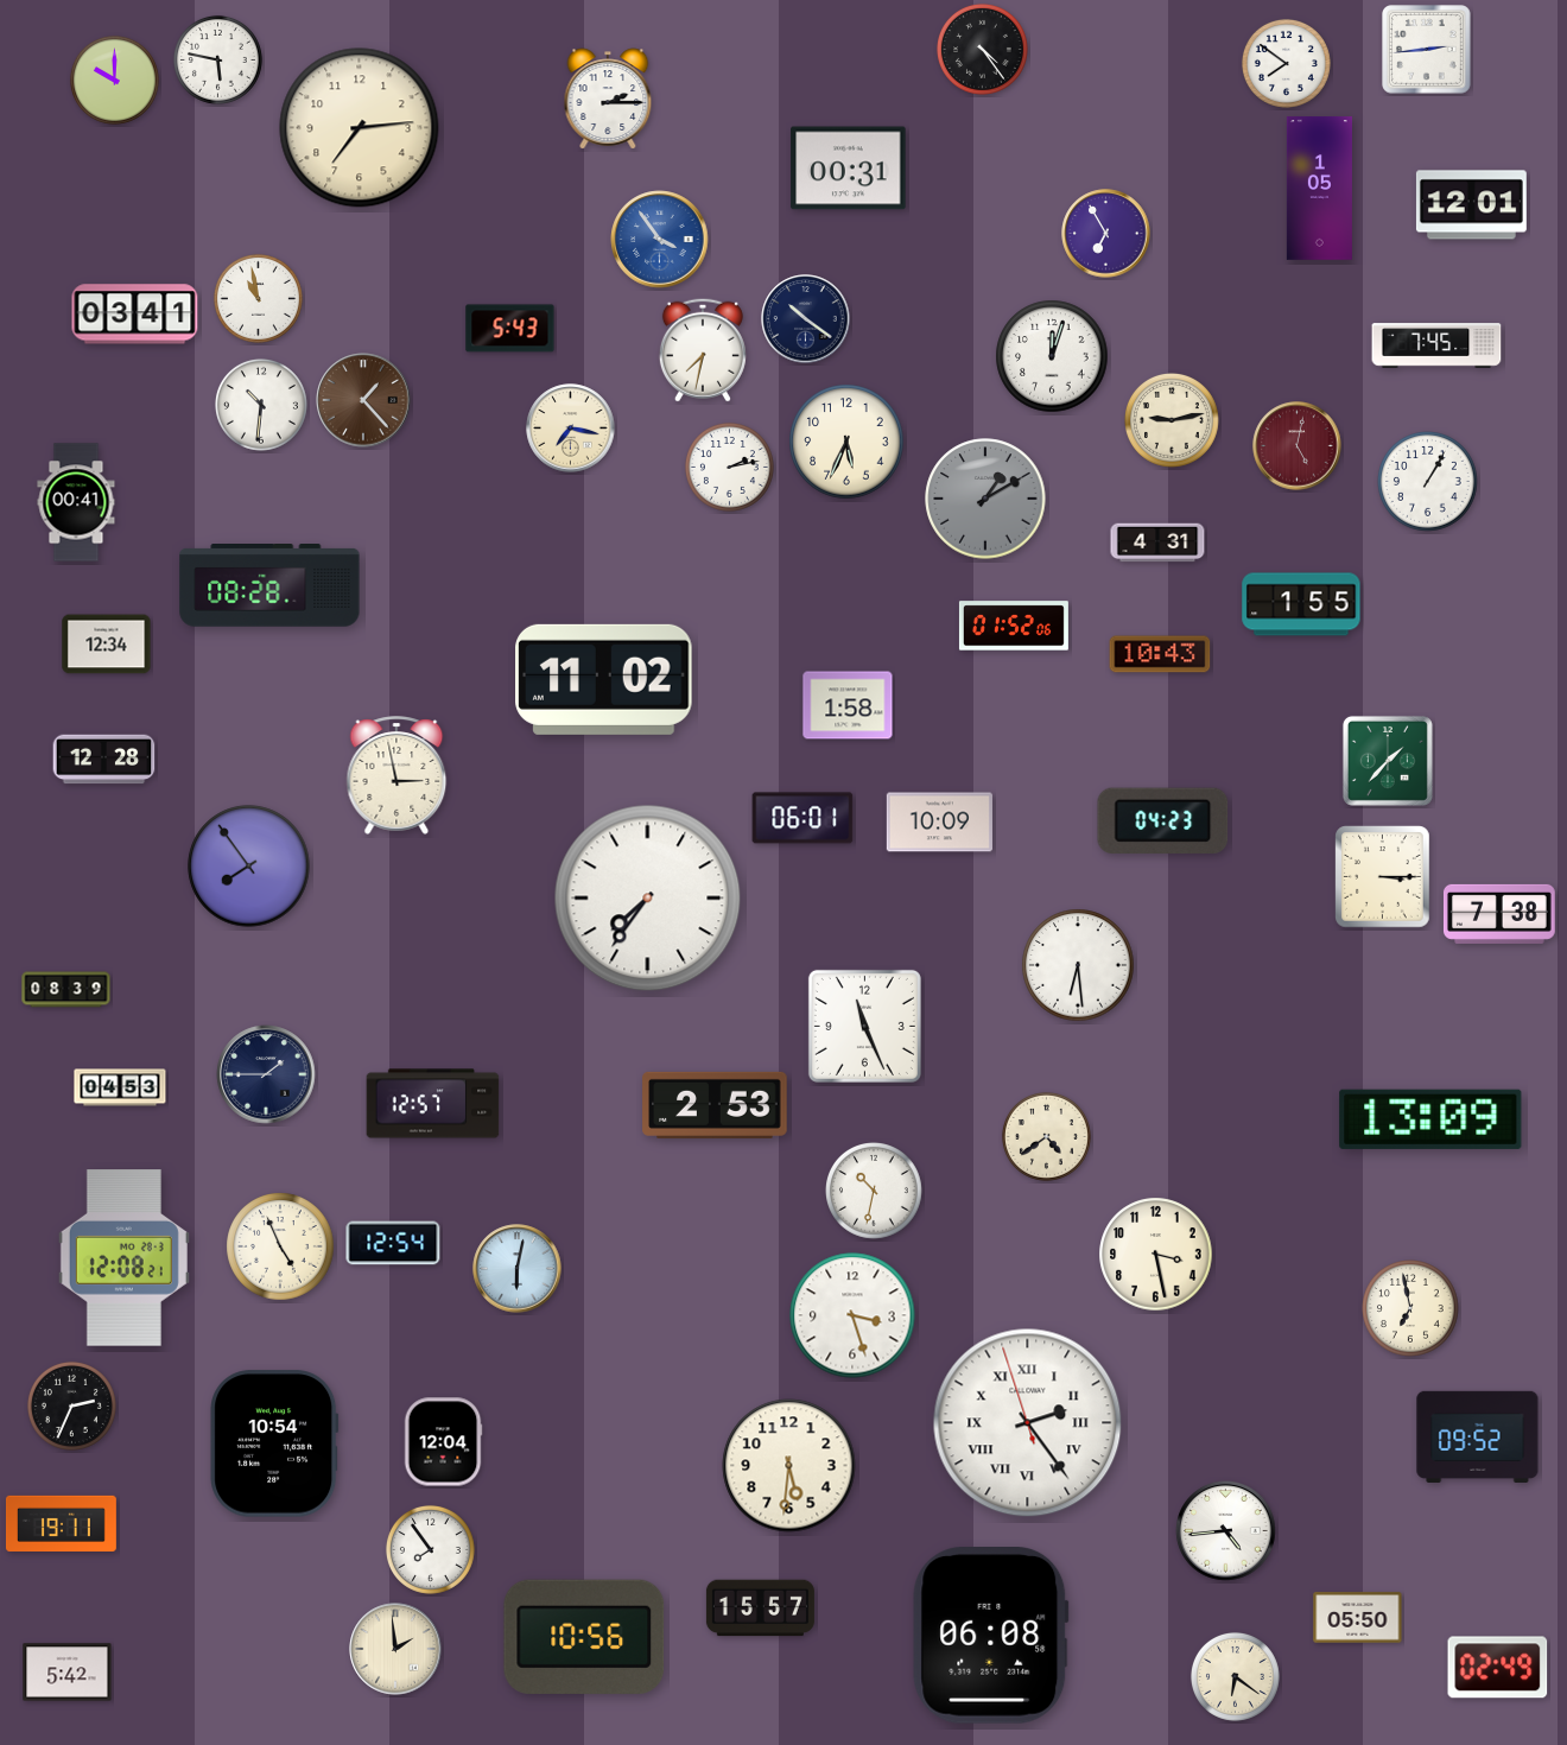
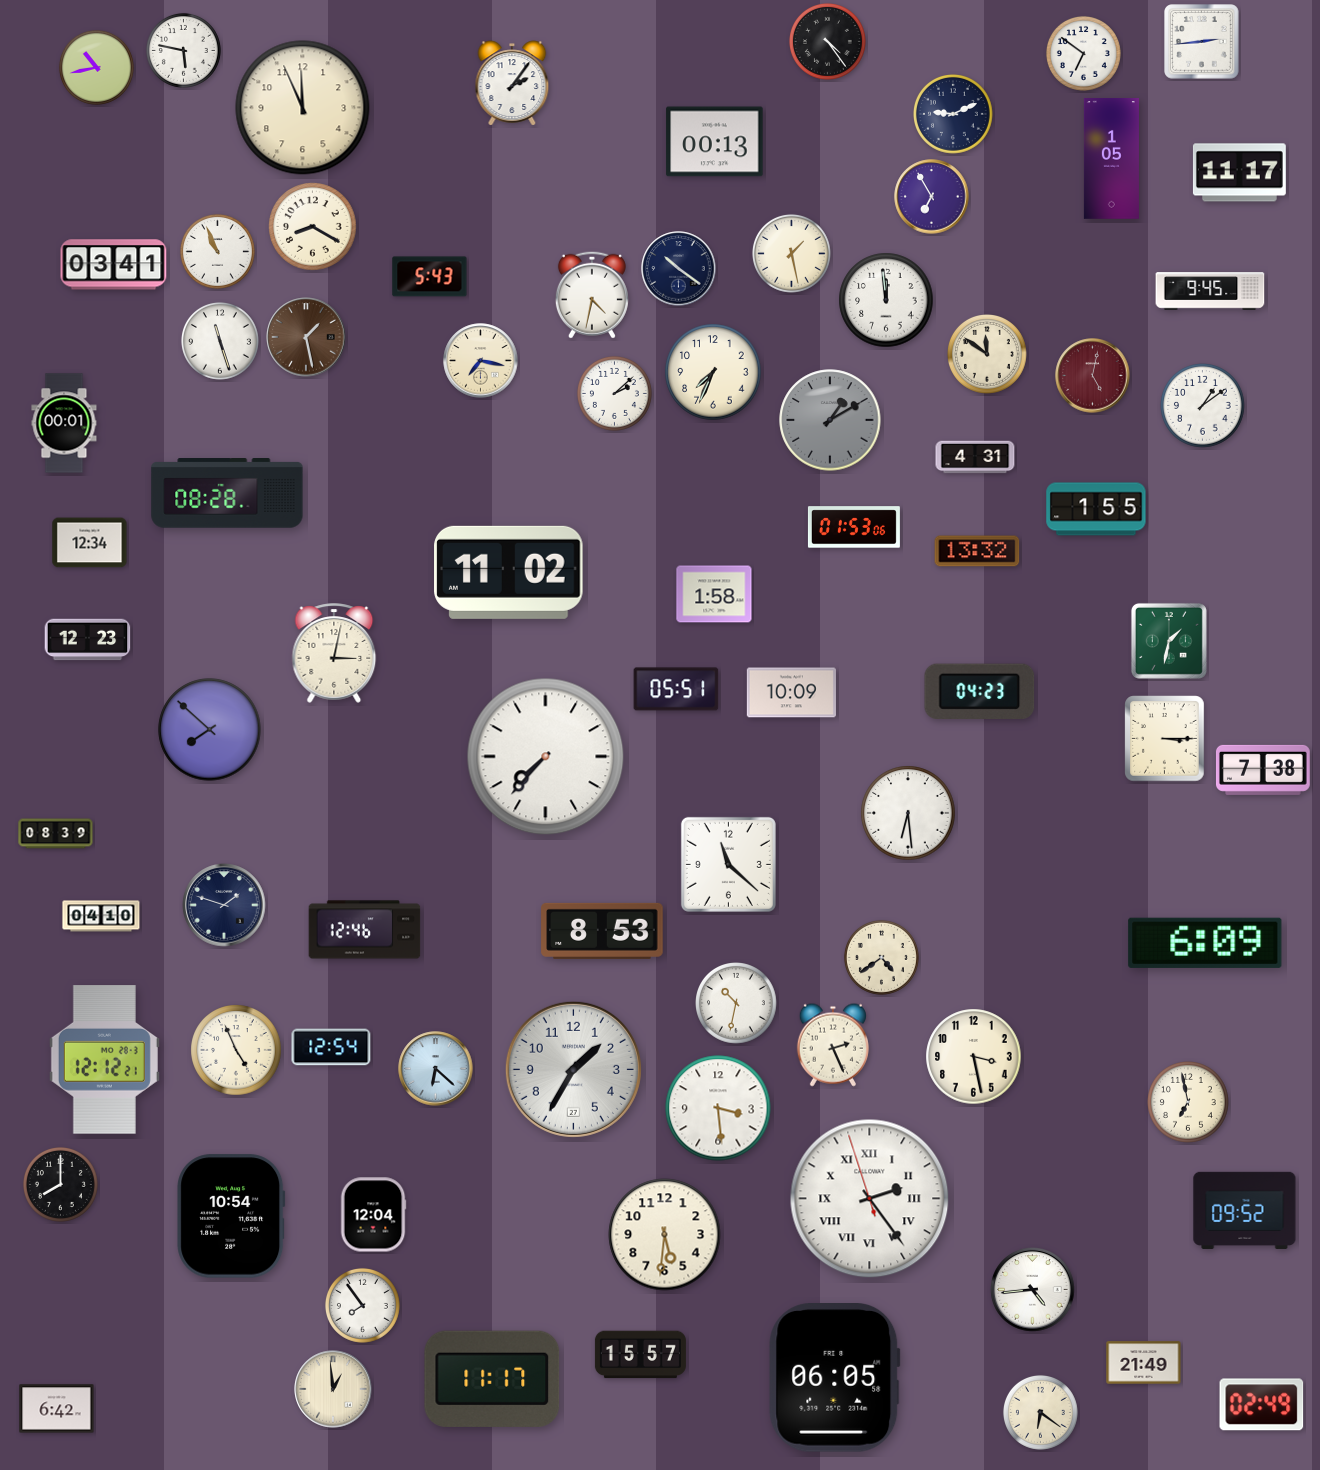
clock at (1286, 63): 7:51 -> 6:51
clock at (114, 80): 10:00 -> 10:43
clock at (608, 99): 2:15 -> 2:06
clock at (360, 128): 7:14 -> 11:56
clock at (954, 115): none -> 9:11
clock at (849, 169): 00:31 -> 00:13
clock at (1471, 205): 12:01 -> 11:17
clock at (660, 240): 3:54 -> none
clock at (313, 227): none -> 8:20
clock at (258, 298): 10:58 -> 10:56
clock at (791, 253): none -> 1:28
clock at (1436, 345): 7:45 -> 9:45
clock at (703, 350): 7:32 -> 4:32
clock at (1052, 356): 12:03 -> 11:59
clock at (363, 400): 1:23 -> 1:28
clock at (261, 405): 10:31 -> 11:27
clock at (1173, 421): 9:13 -> 11:51
clock at (846, 442): 5:34 -> 7:34
clock at (729, 467): 2:13 -> 2:08
clock at (1428, 482): 1:05 -> 1:09
clock at (76, 502): 00:41 -> 00:01
clock at (1014, 626): 01:52 -> 01:53
clock at (1160, 654): 10:43 -> 13:32
clock at (104, 760): 12:28 -> 12:23
clock at (1388, 761): 1:37 -> 1:32
clock at (396, 775): 2:58 -> 3:02
clock at (802, 818): 06:01 -> 05:51
clock at (249, 867): 7:54 -> 7:52
clock at (648, 899): 7:36 -> 7:37
clock at (864, 1026): 11:26 -> 11:22
clock at (266, 1074): 1:45 -> 1:48
clock at (120, 1087): 04:53 -> 04:10
clock at (433, 1104): 12:57 -> 12:46
clock at (715, 1105): 2:53 -> 8:53
clock at (1430, 1119): 13:09 -> 6:09
clock at (833, 1045): none -> 2:26
clock at (123, 1258): 12:08 -> 12:12
clock at (518, 1269): 6:02 -> 6:22
clock at (573, 1069): none -> 1:35
clock at (852, 1315): 3:27 -> 3:29
clock at (71, 1405): 2:34 -> 8:00
clock at (1028, 1423) position: (1028, 1423) -> (870, 1199)
clock at (61, 1523): 19:11 -> none
clock at (1358, 1618): 05:50 -> 21:49
clock at (991, 1636): 06:08 -> 06:05
clock at (584, 1637): 10:56 -> 11:17
clock at (395, 1649): 1:59 -> 12:59
clock at (68, 1673): 5:42 -> 6:42
